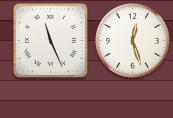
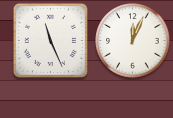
clock at (133, 41): 12:27 -> 12:04
